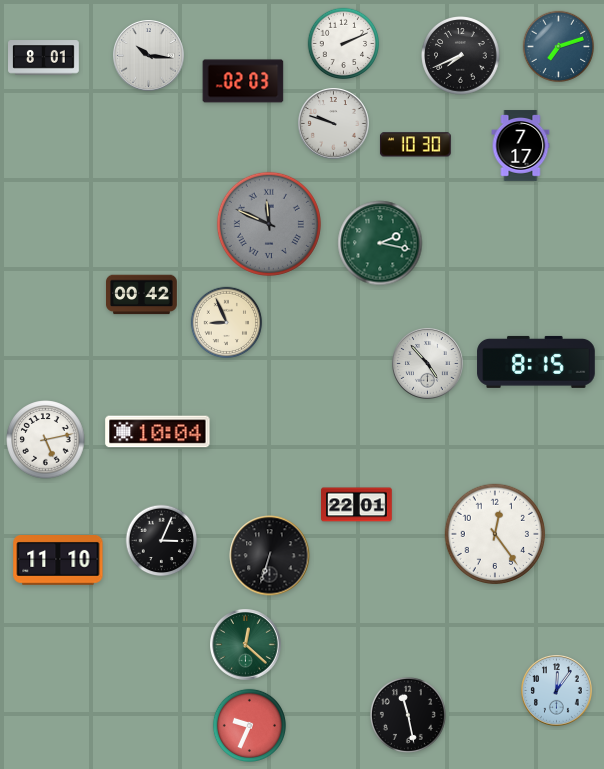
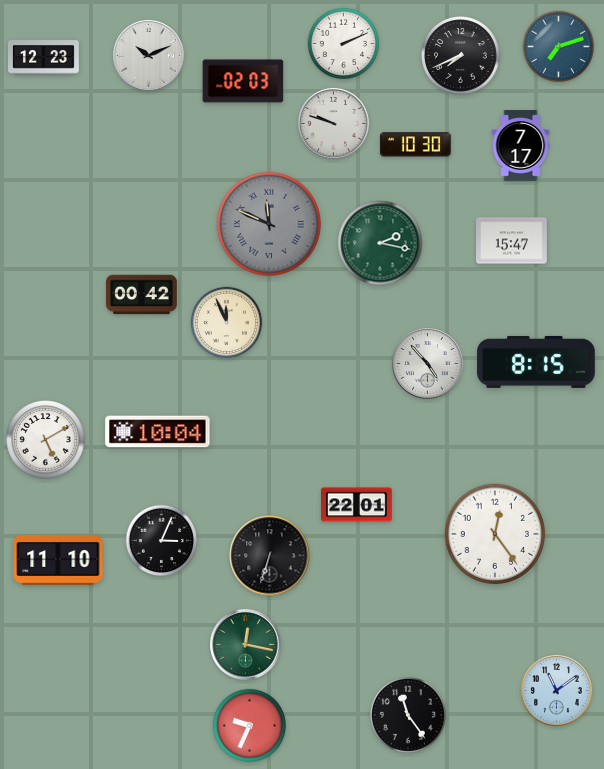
clock at (149, 56): 10:16 -> 10:11
clock at (44, 58): 8:01 -> 12:23
clock at (512, 241): none -> 15:47
clock at (227, 323): 8:56 -> 11:56
clock at (46, 440): 5:13 -> 5:10
clock at (246, 645): 12:22 -> 12:17
clock at (557, 691): 12:06 -> 11:09
clock at (408, 715): 11:28 -> 11:24
